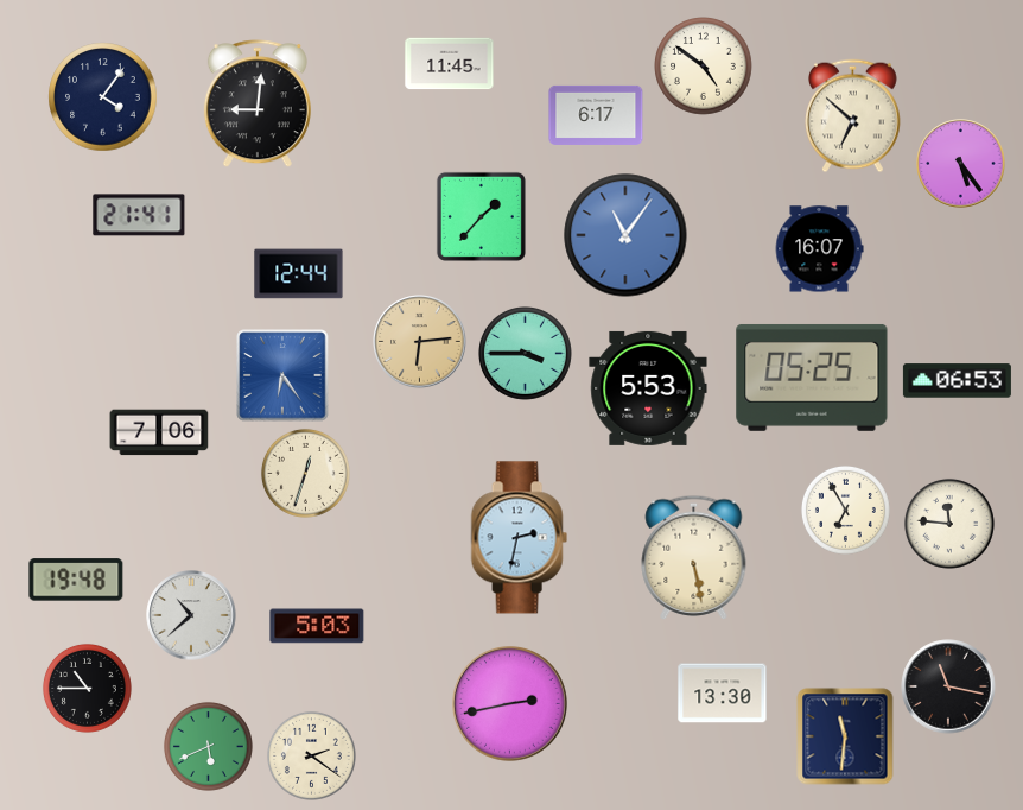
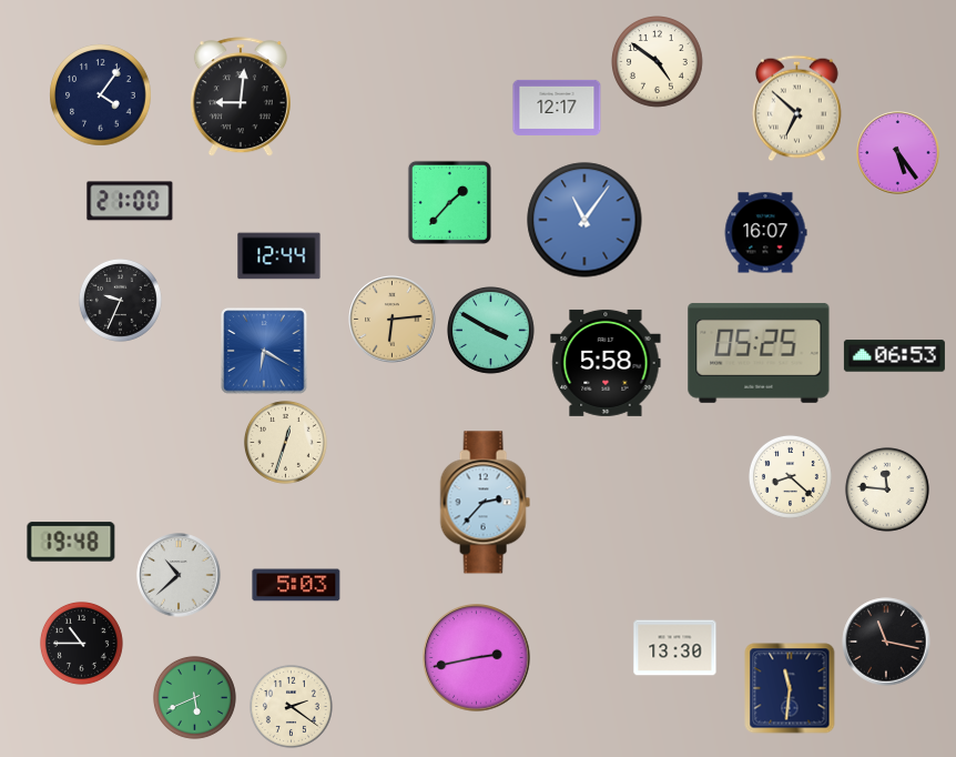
clock at (450, 64): 11:45 -> none
clock at (103, 97) position: (103, 97) -> (101, 95)
clock at (596, 115): 6:17 -> 12:17
clock at (139, 215): 21:41 -> 21:00
clock at (120, 300): none -> 9:34
clock at (526, 354): 3:45 -> 3:50
clock at (282, 375): 6:24 -> 6:20
clock at (648, 388): 5:53 -> 5:58
clock at (159, 432): 7:06 -> none
clock at (845, 510): 6:55 -> 8:22
clock at (519, 538): 2:32 -> 2:37
clock at (694, 557): 5:28 -> none
